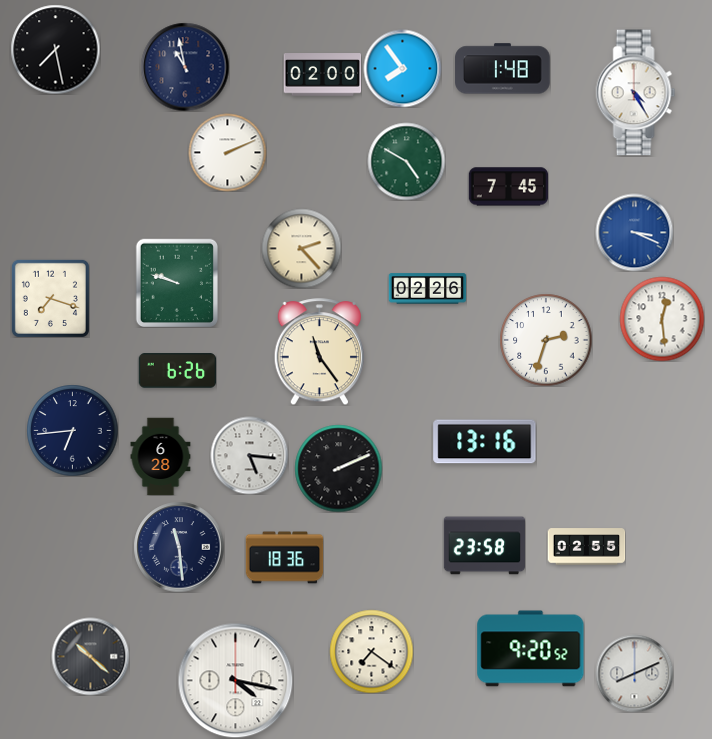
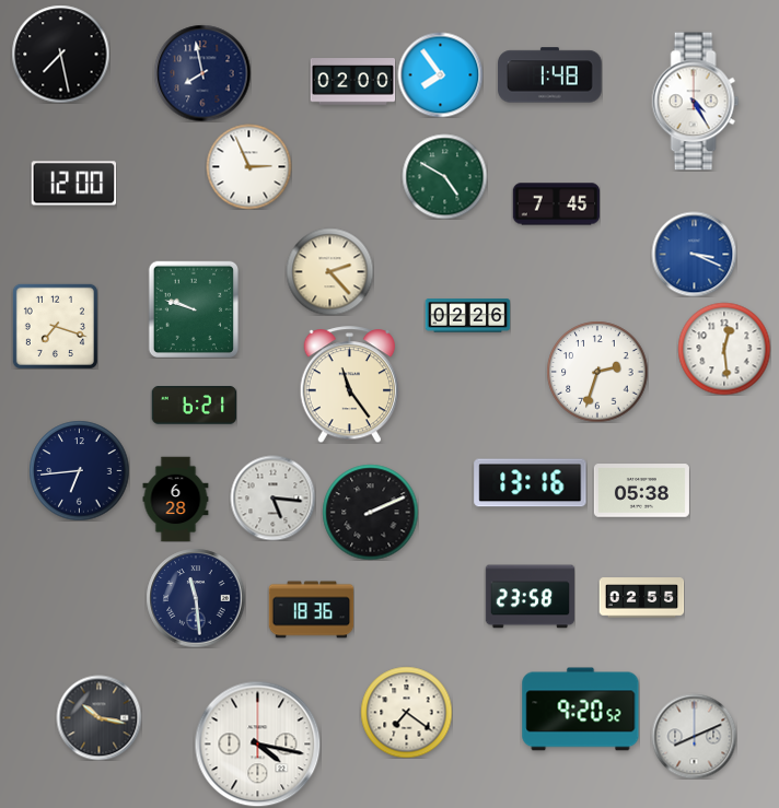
clock at (185, 67): 10:58 -> 7:58
clock at (227, 152): 2:11 -> 2:56
clock at (73, 184): none -> 12:00
clock at (177, 371): 6:26 -> 6:21
clock at (641, 491): none -> 05:38
clock at (90, 656): 10:22 -> 10:17
